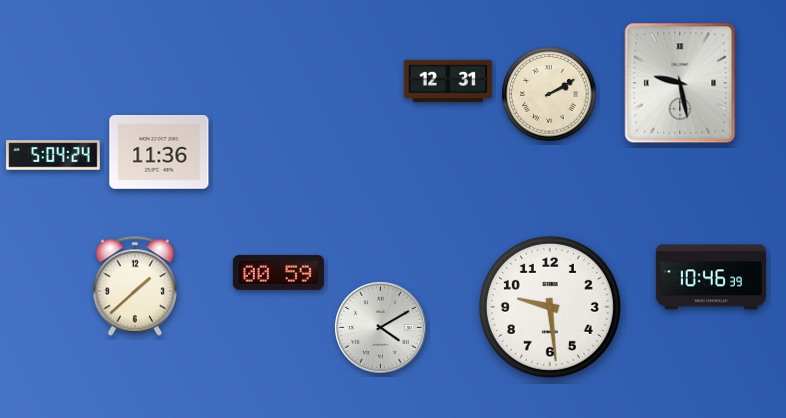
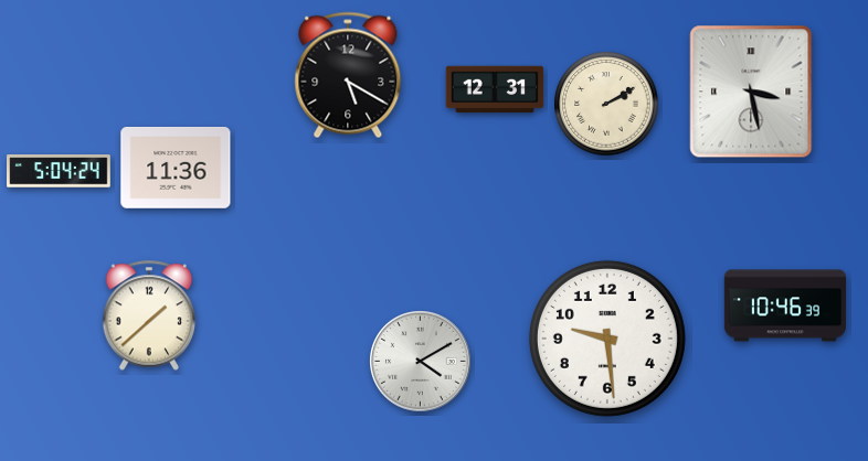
clock at (348, 75): none -> 5:20
clock at (680, 83): 9:28 -> 3:28
clock at (278, 272): 00:59 -> none
